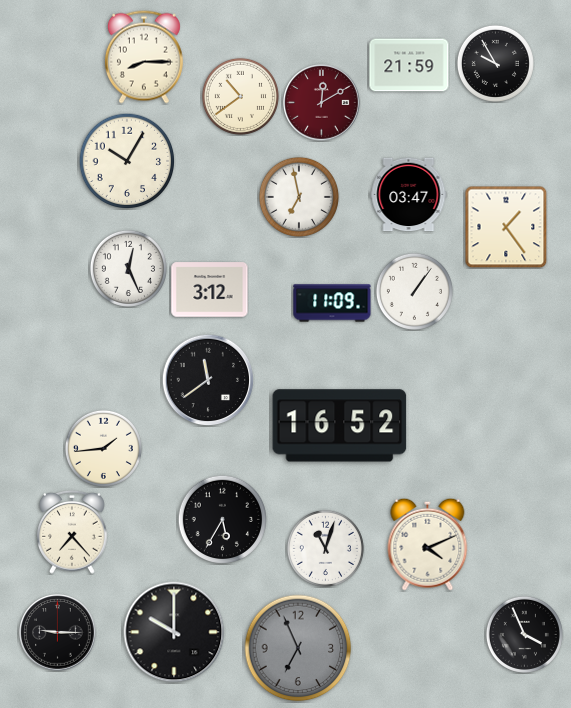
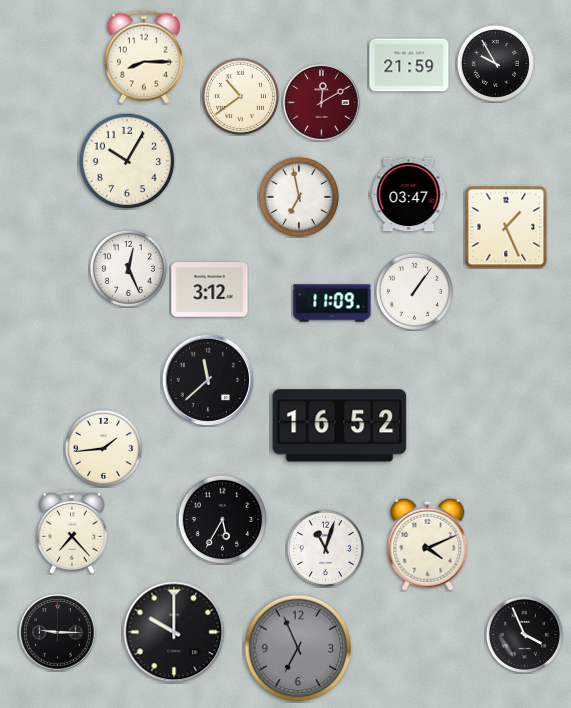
clock at (506, 227): 1:24 -> 1:26
clock at (208, 380): 11:39 -> 11:38
